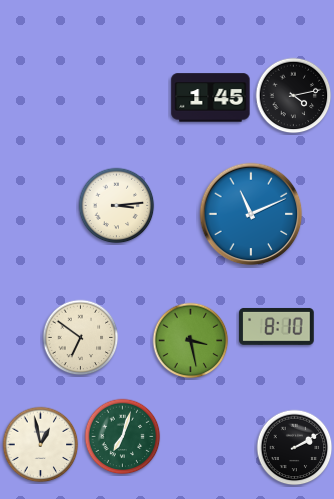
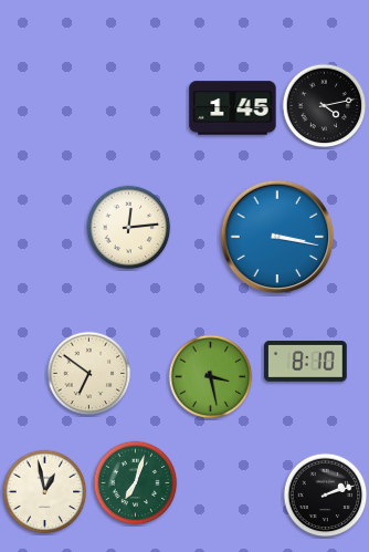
clock at (117, 206): 3:14 -> 12:14
clock at (251, 214): 11:11 -> 3:17
clock at (295, 448): 2:10 -> 2:12
